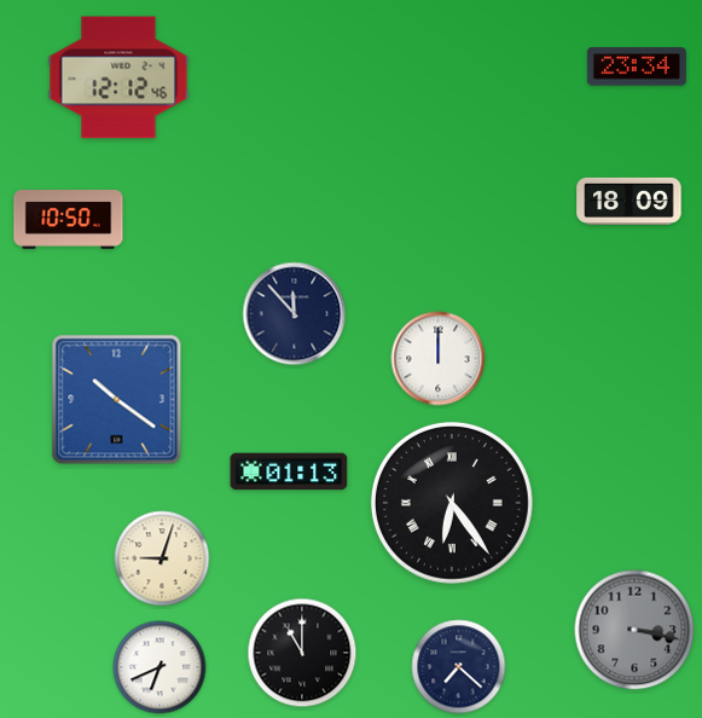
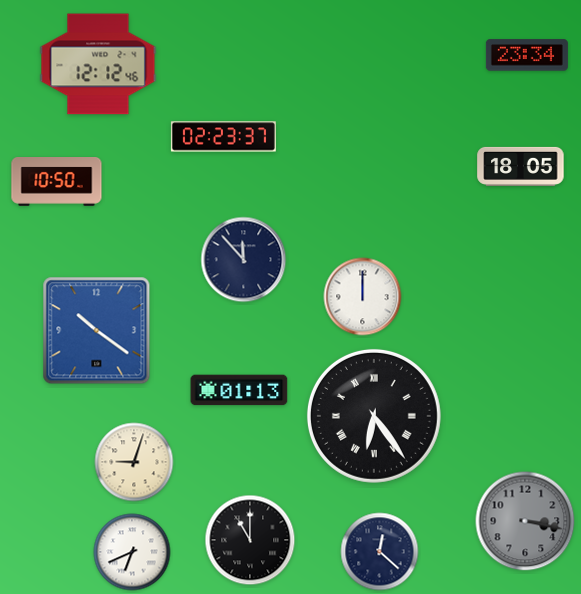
clock at (223, 137): none -> 02:23
clock at (630, 201): 18:09 -> 18:05
clock at (459, 667): 7:22 -> 12:22
